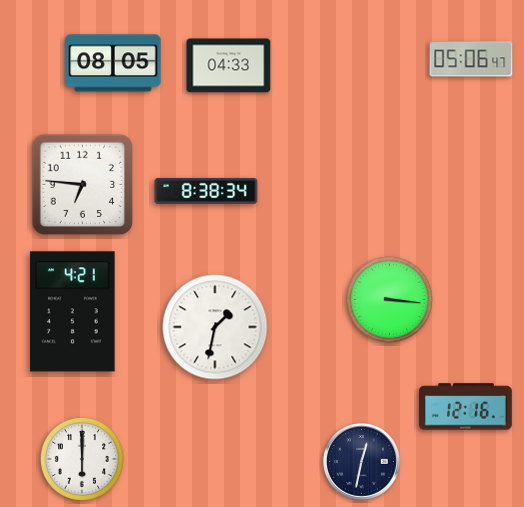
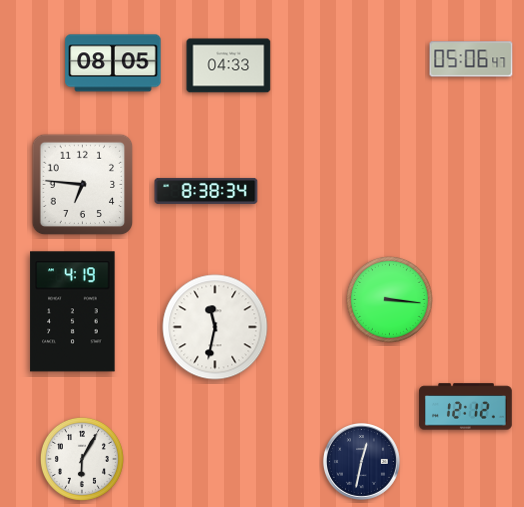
clock at (73, 312): 4:21 -> 4:19
clock at (215, 327): 1:32 -> 11:32
clock at (466, 407): 12:16 -> 12:12
clock at (82, 459): 6:00 -> 6:05
